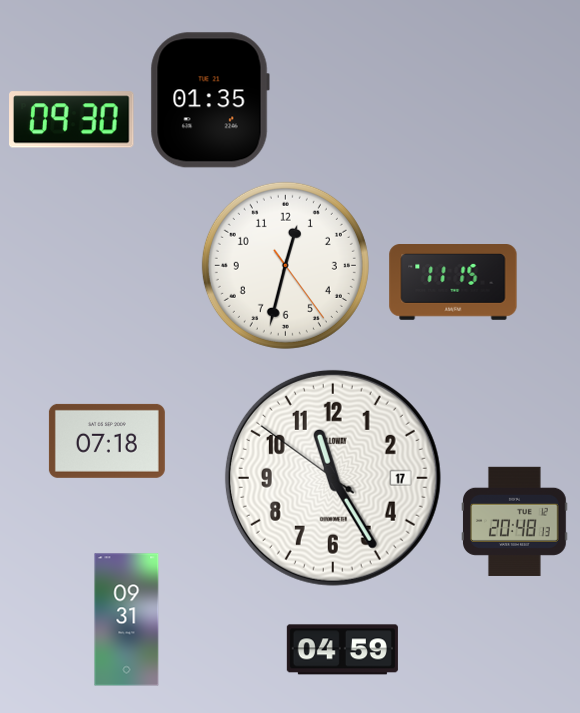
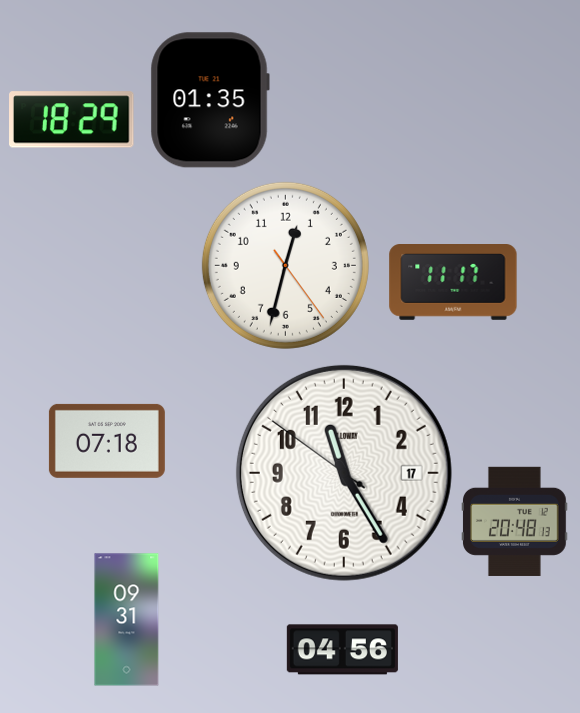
clock at (72, 120): 09:30 -> 18:29
clock at (453, 283): 11:15 -> 11:17
clock at (333, 478) position: (333, 478) -> (344, 473)
clock at (342, 650): 04:59 -> 04:56
